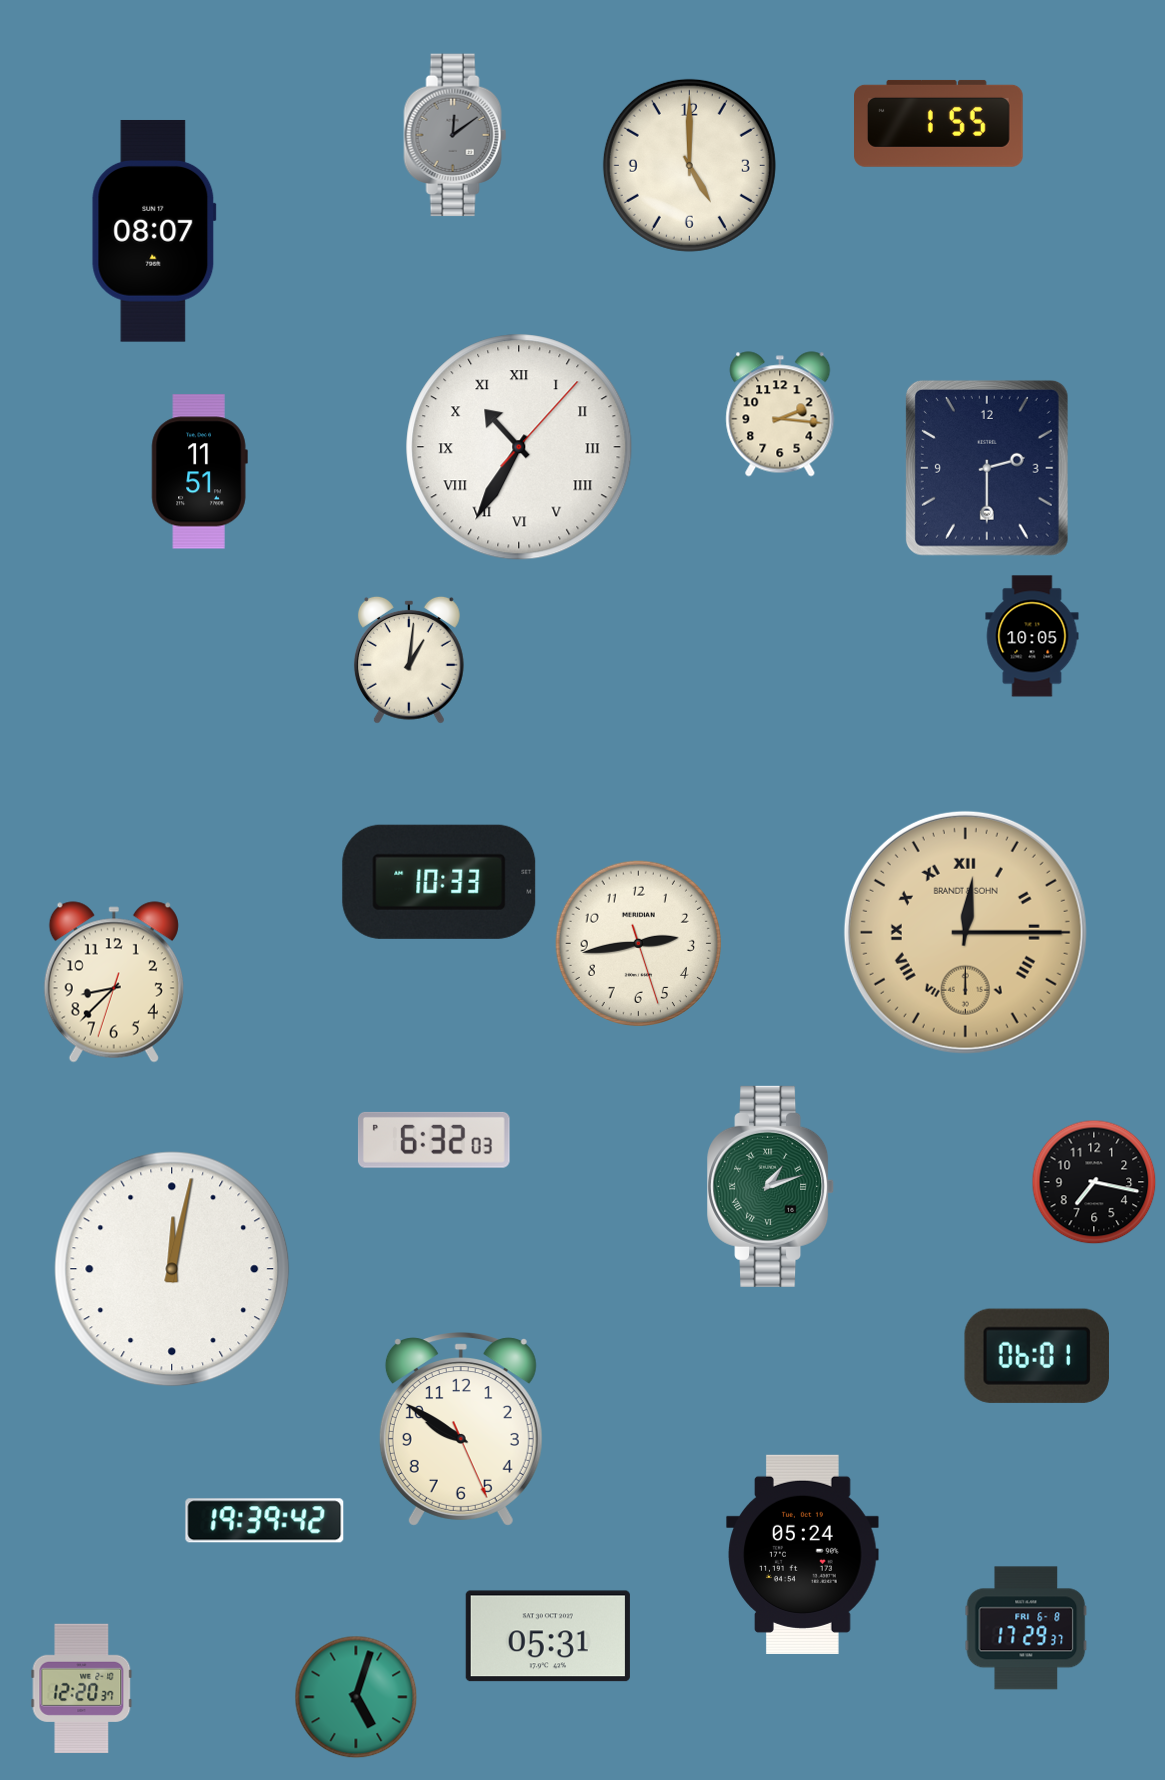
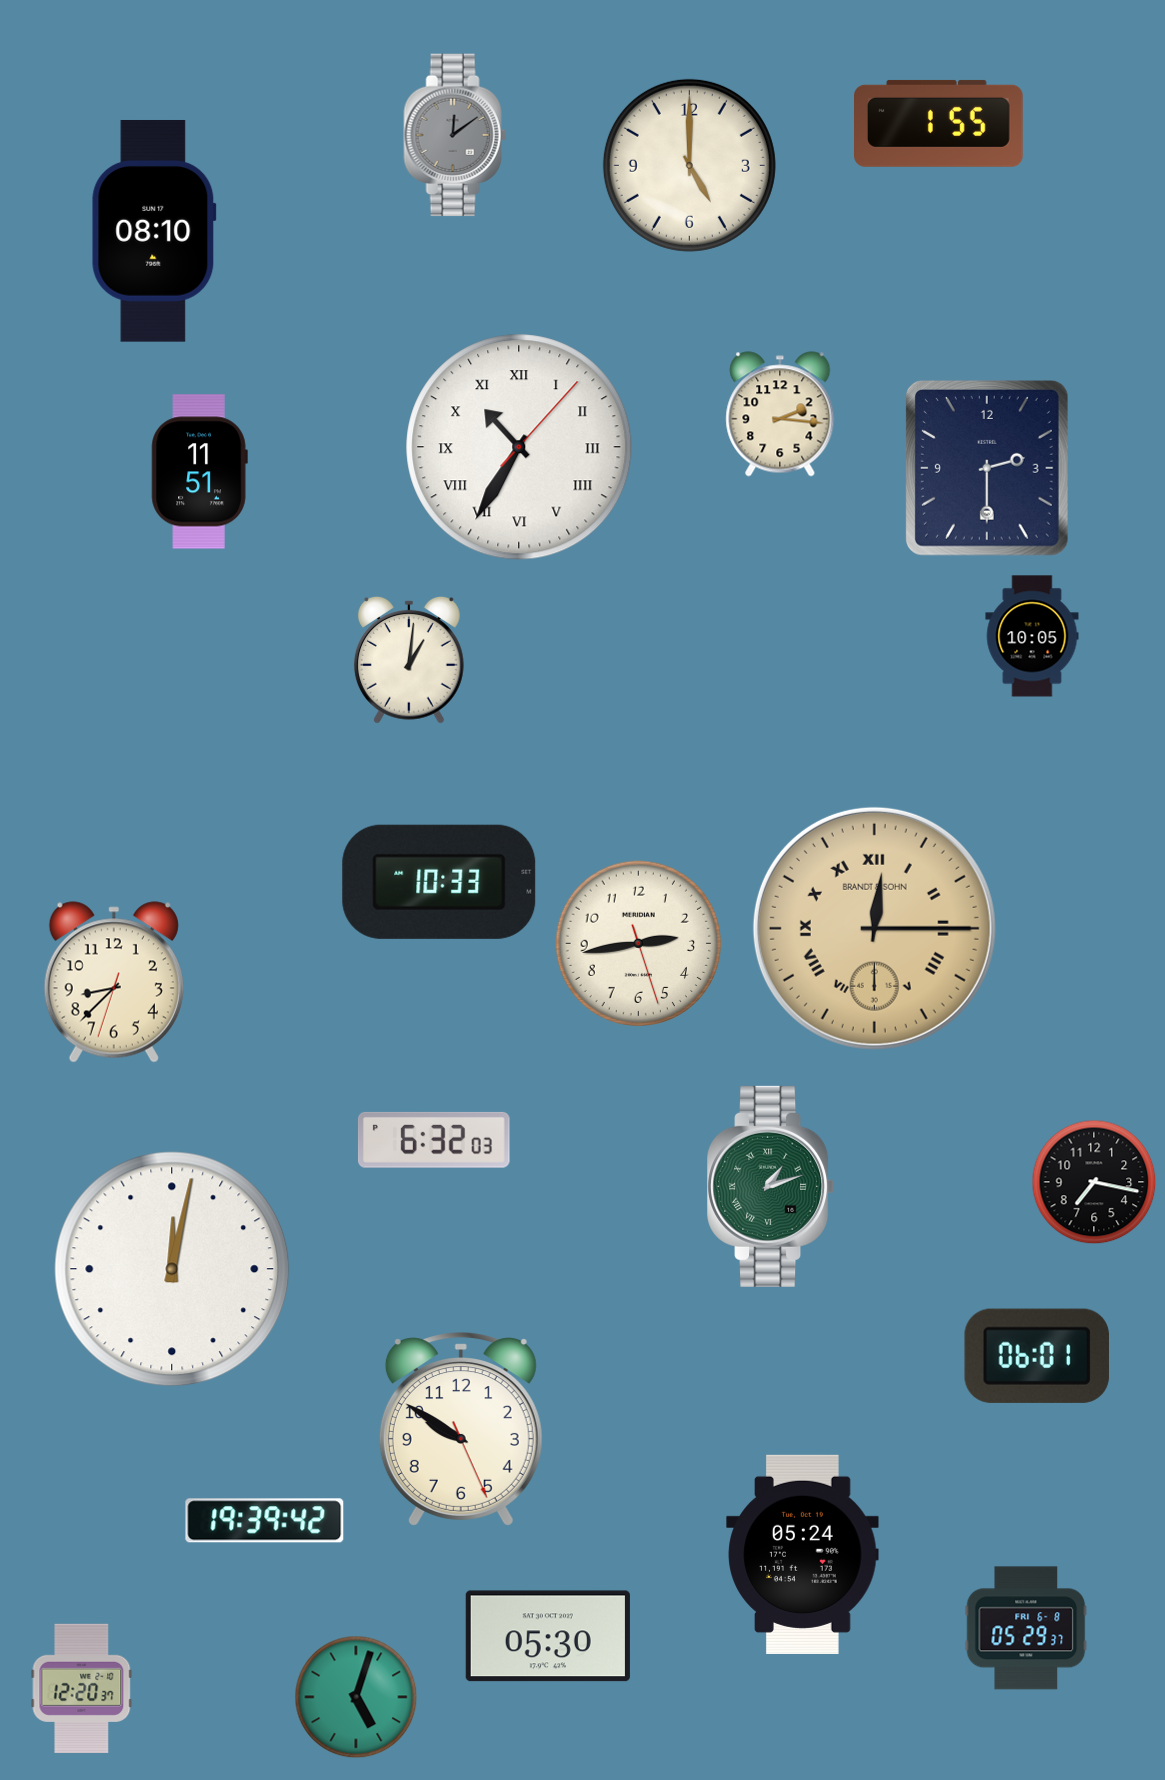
clock at (154, 231): 08:07 -> 08:10
clock at (965, 932) position: (965, 932) -> (874, 928)
clock at (1026, 1628): 17:29 -> 05:29
clock at (548, 1636): 05:31 -> 05:30
